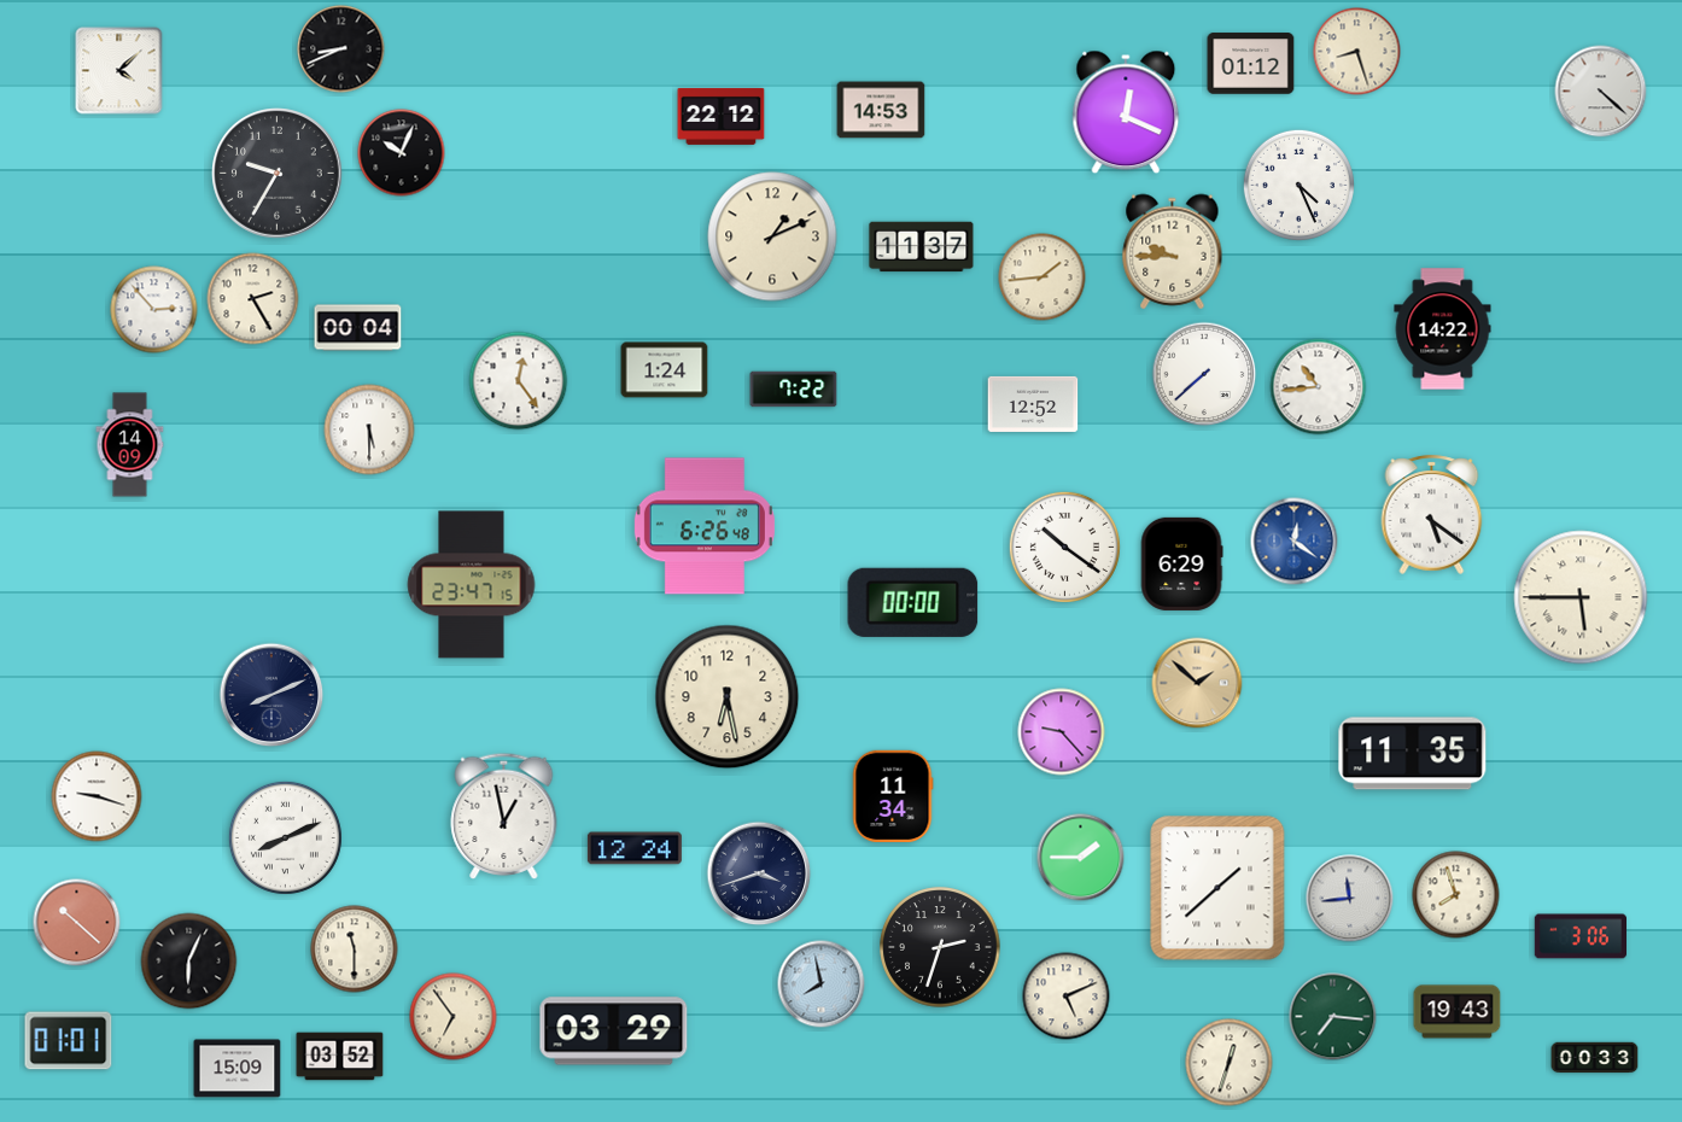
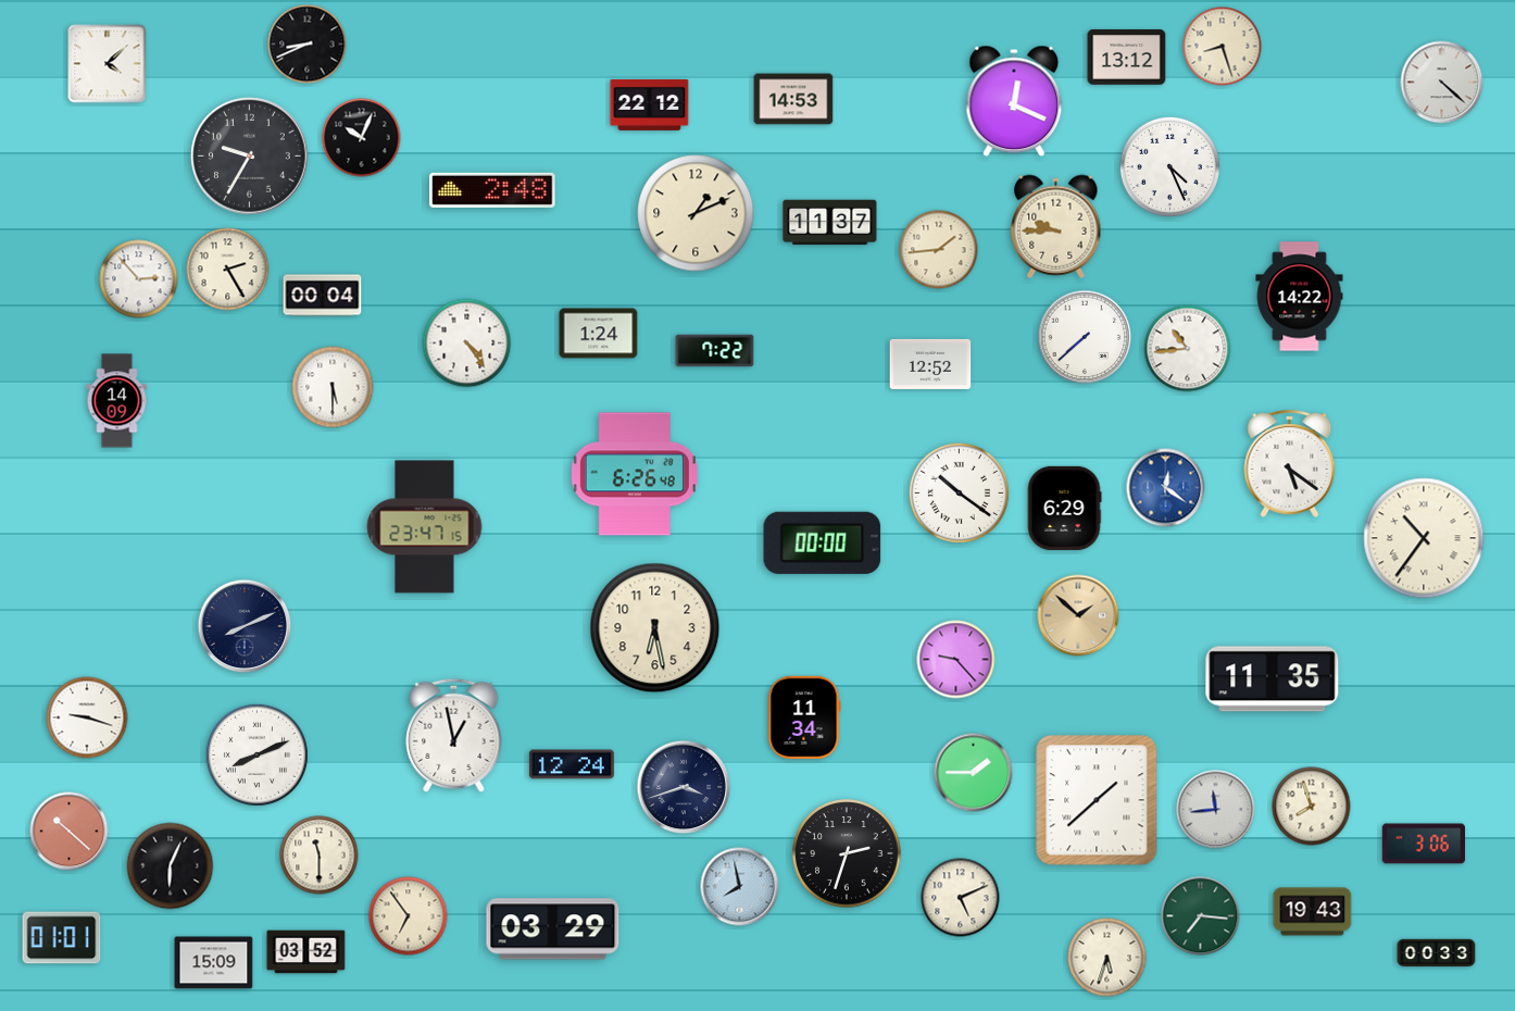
clock at (1251, 64): 01:12 -> 13:12
clock at (492, 190): none -> 2:48
clock at (519, 381): 12:24 -> 4:24
clock at (1581, 597): 5:45 -> 10:36
clock at (1230, 1063): 12:33 -> 5:33
